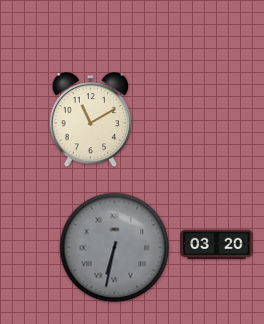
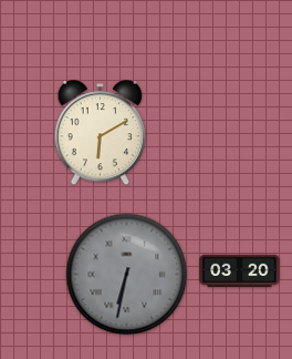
clock at (91, 121): 11:10 -> 6:10
